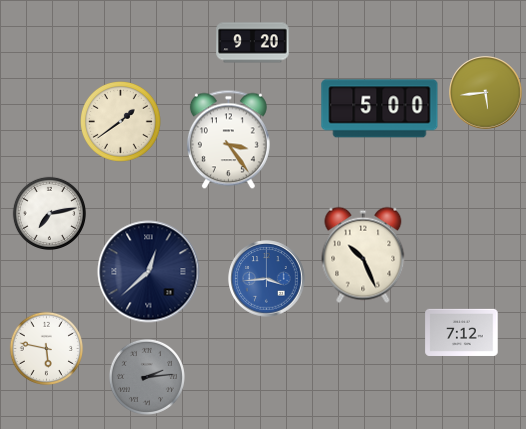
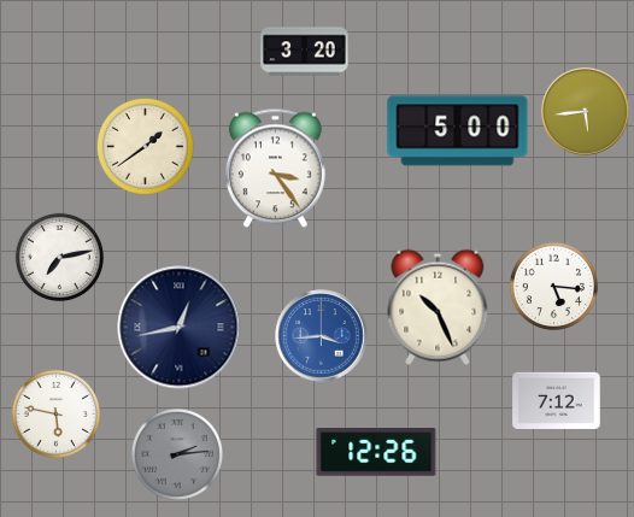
clock at (253, 43): 9:20 -> 3:20
clock at (553, 286): none -> 5:16
clock at (149, 272): 12:38 -> 12:43
clock at (46, 348) position: (46, 348) -> (55, 413)
clock at (376, 453): none -> 12:26
